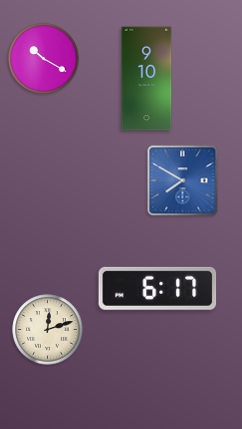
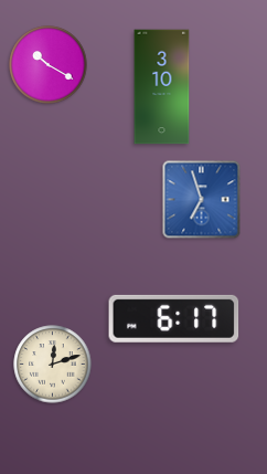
clock at (147, 79): 9:10 -> 3:10
clock at (183, 181): 7:50 -> 6:57
